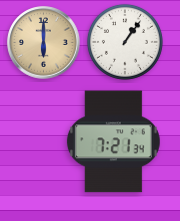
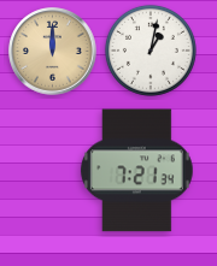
clock at (125, 42): 1:06 -> 1:02
clock at (44, 43): 6:00 -> 12:00
